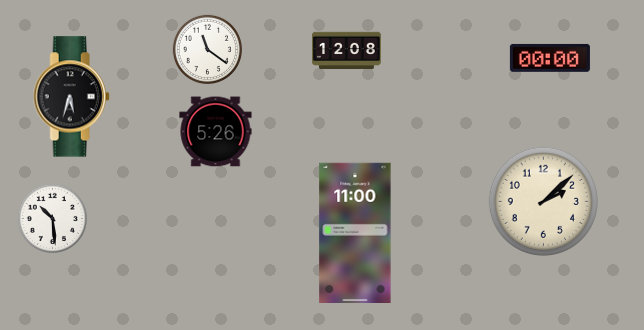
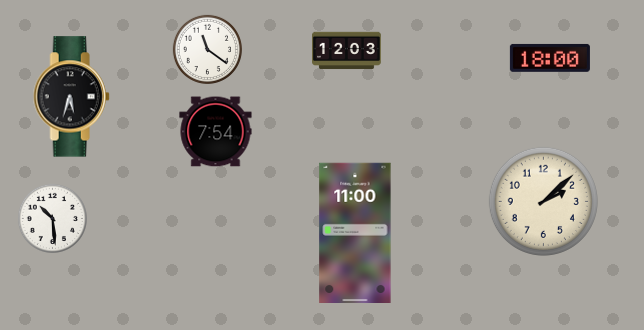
clock at (347, 51): 12:08 -> 12:03
clock at (550, 58): 00:00 -> 18:00
clock at (216, 132): 5:26 -> 7:54
